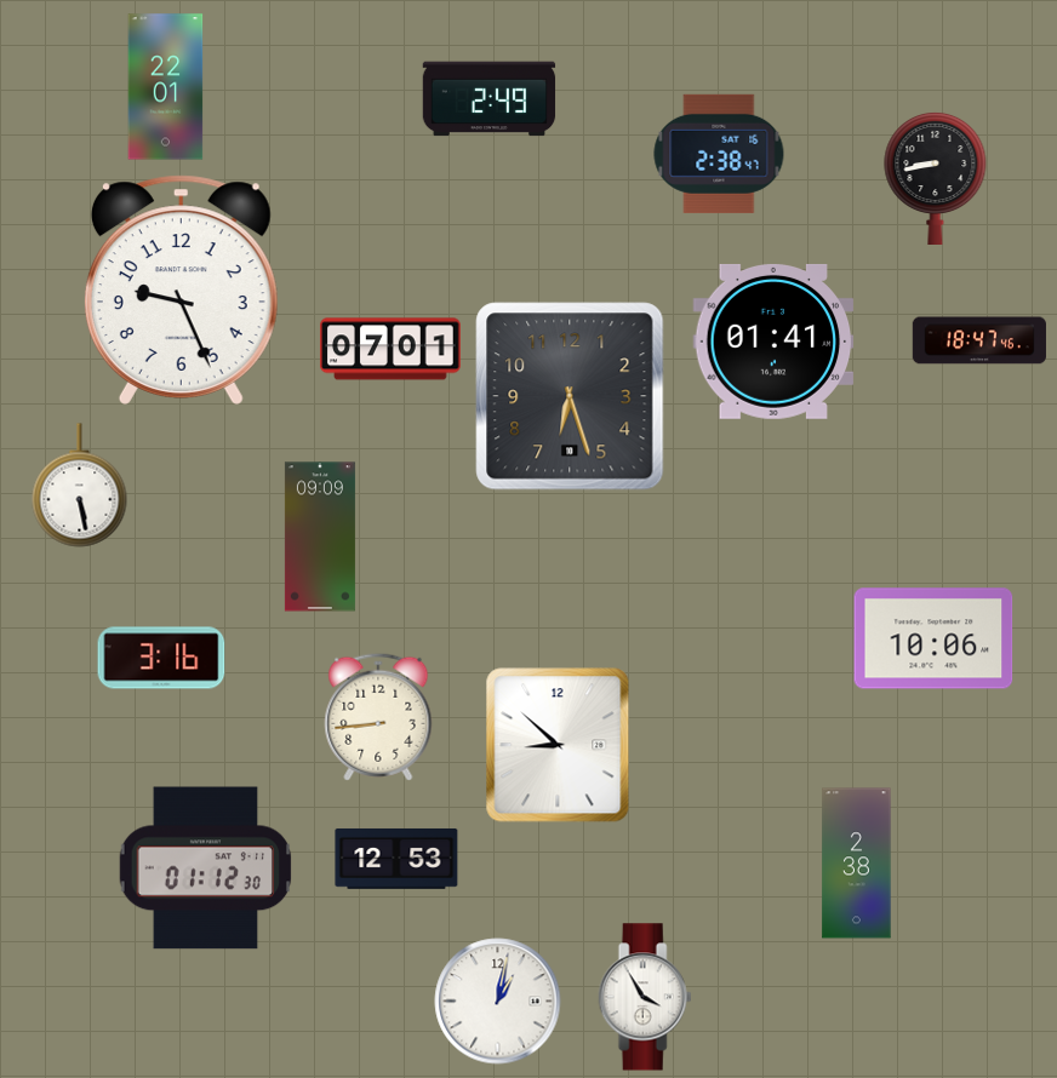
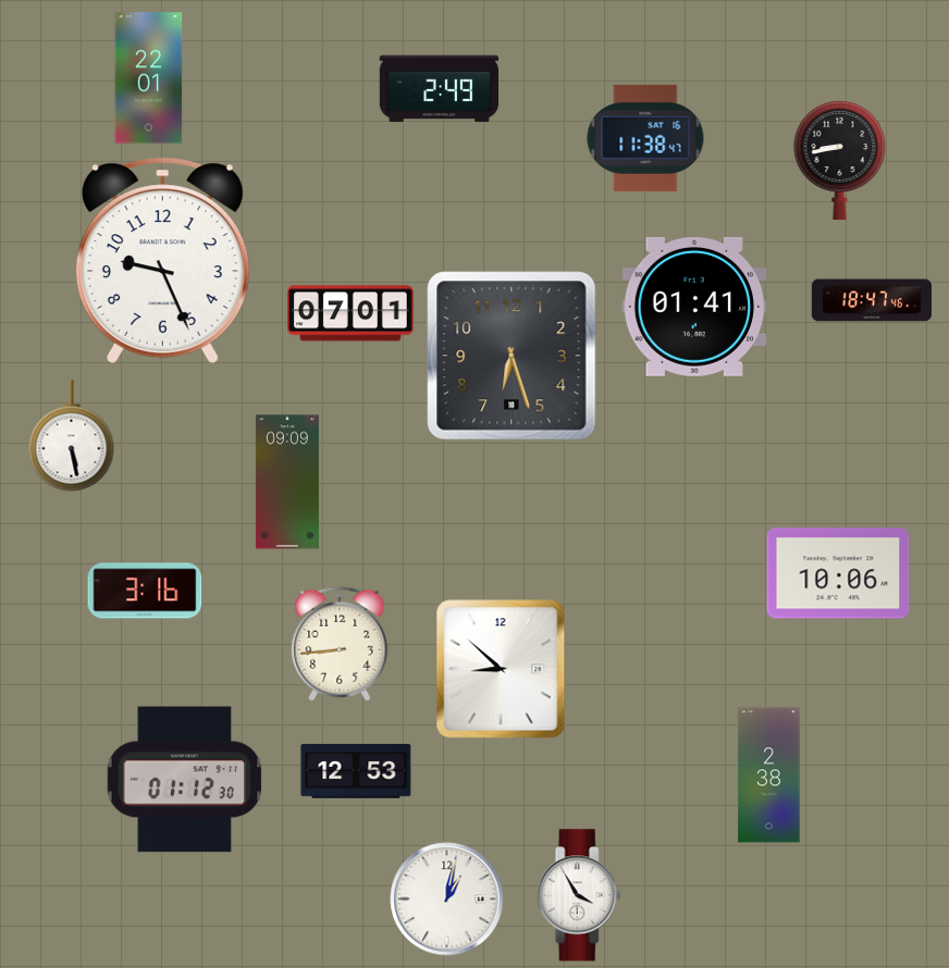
clock at (719, 154): 2:38 -> 11:38
clock at (979, 340) position: (979, 340) -> (872, 300)
